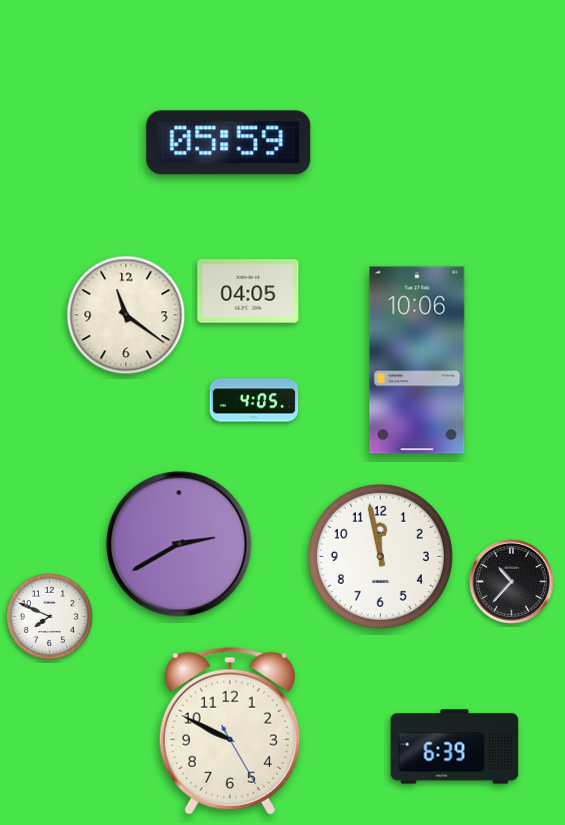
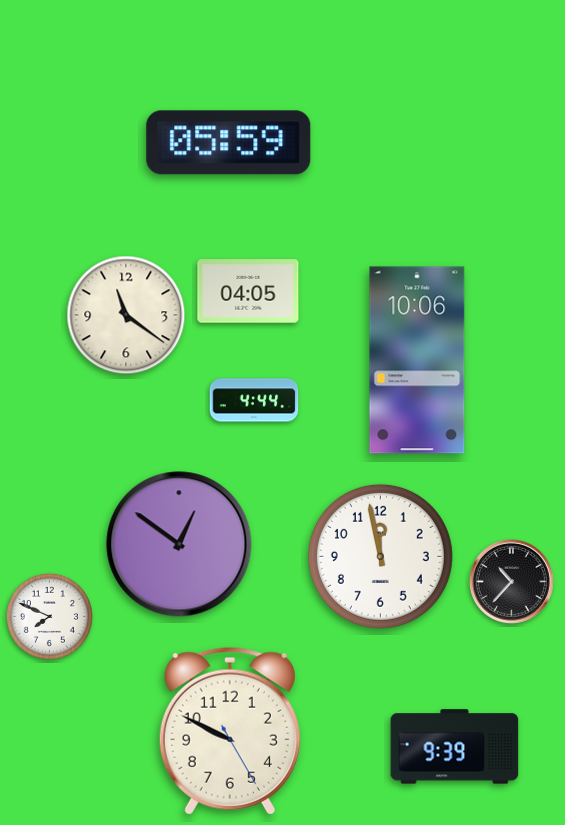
clock at (254, 400): 4:05 -> 4:44
clock at (179, 544): 2:40 -> 12:51
clock at (455, 747): 6:39 -> 9:39
